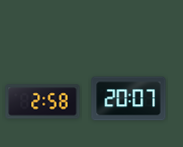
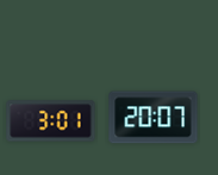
clock at (43, 102): 2:58 -> 3:01
